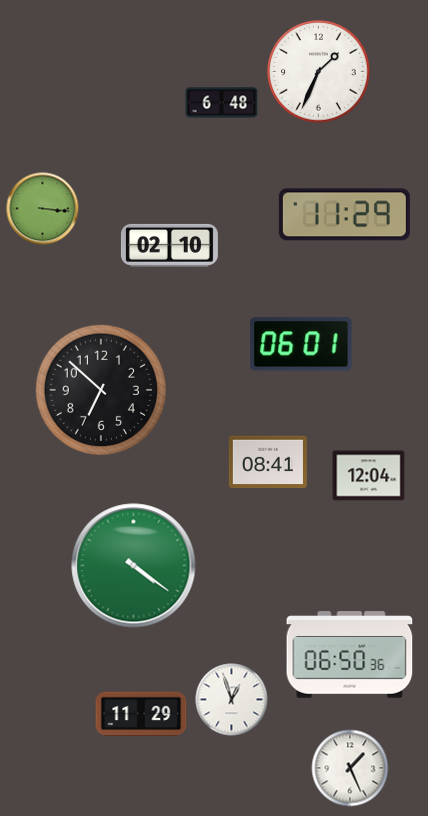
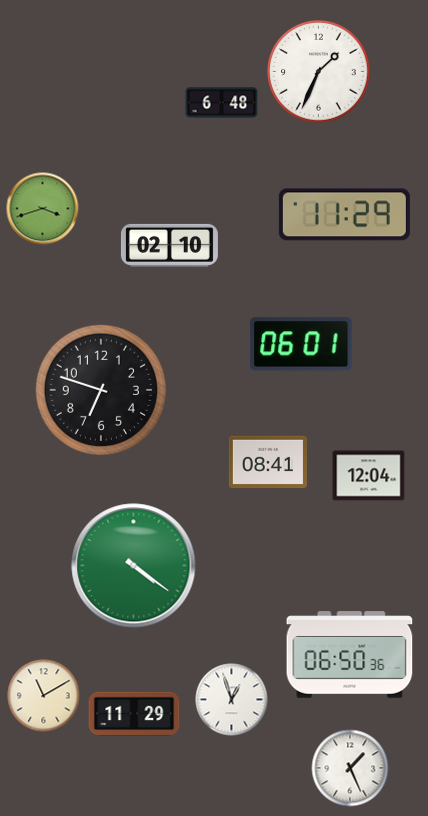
clock at (43, 209): 3:16 -> 3:42
clock at (101, 390): 6:52 -> 6:48
clock at (44, 696): none -> 11:10
clock at (141, 714) position: (141, 714) -> (134, 714)
